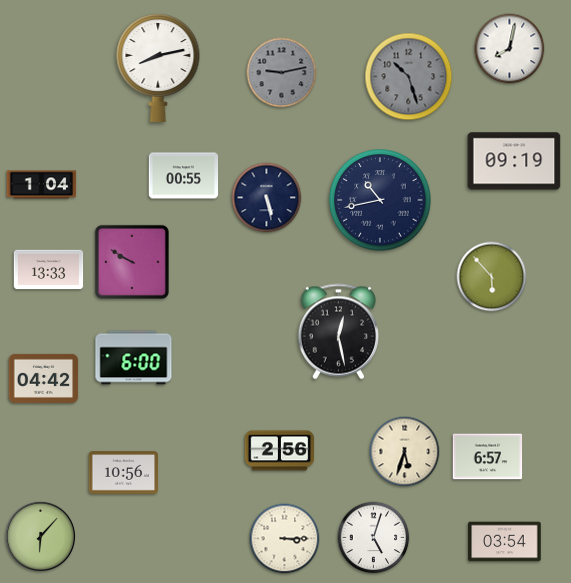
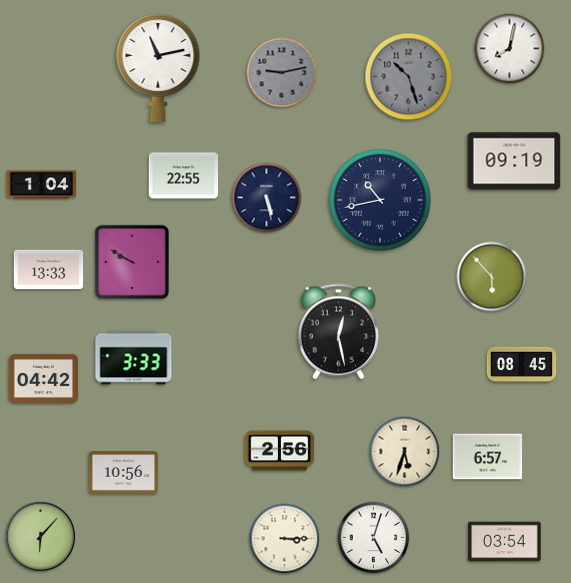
clock at (158, 67): 8:13 -> 11:13
clock at (184, 176): 00:55 -> 22:55
clock at (134, 358): 6:00 -> 3:33
clock at (522, 365): none -> 08:45
